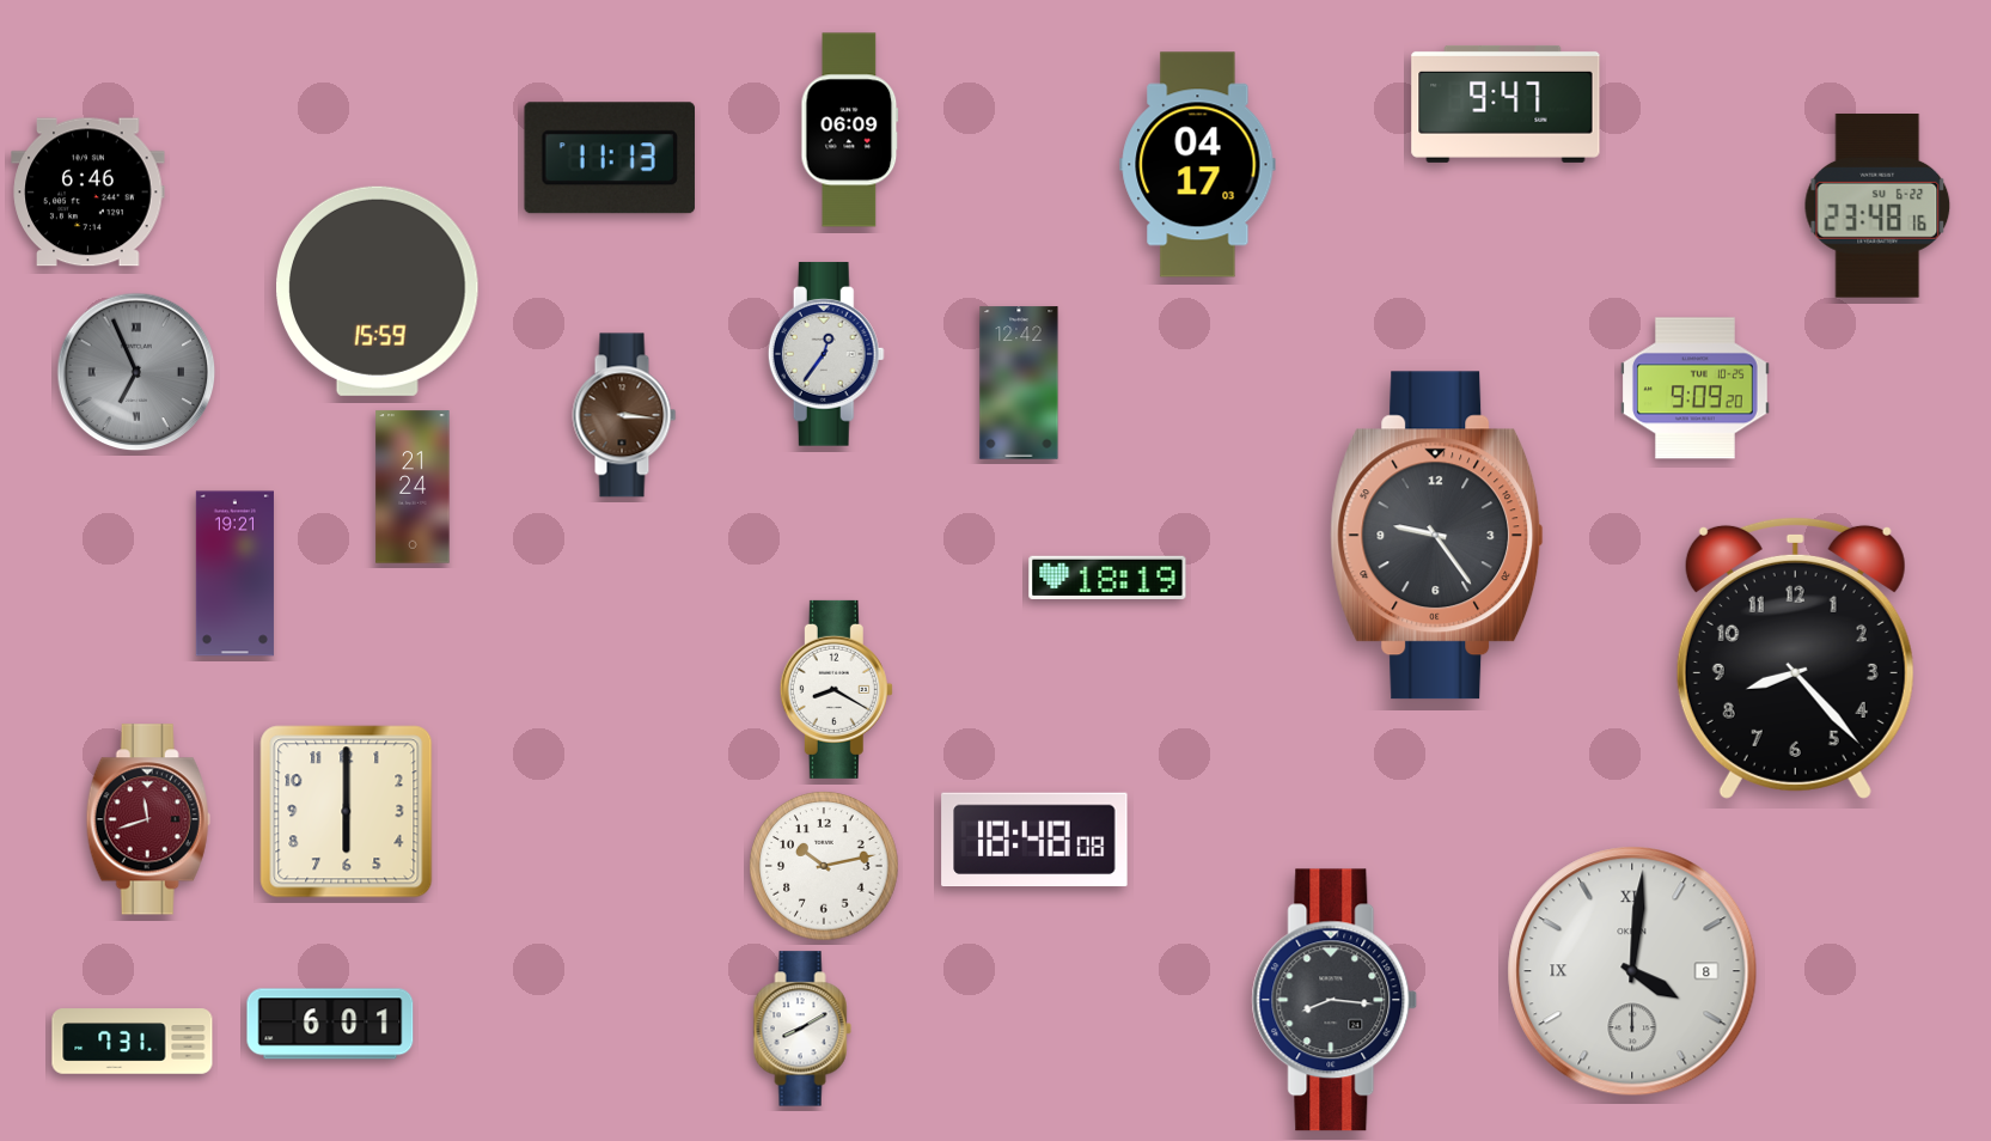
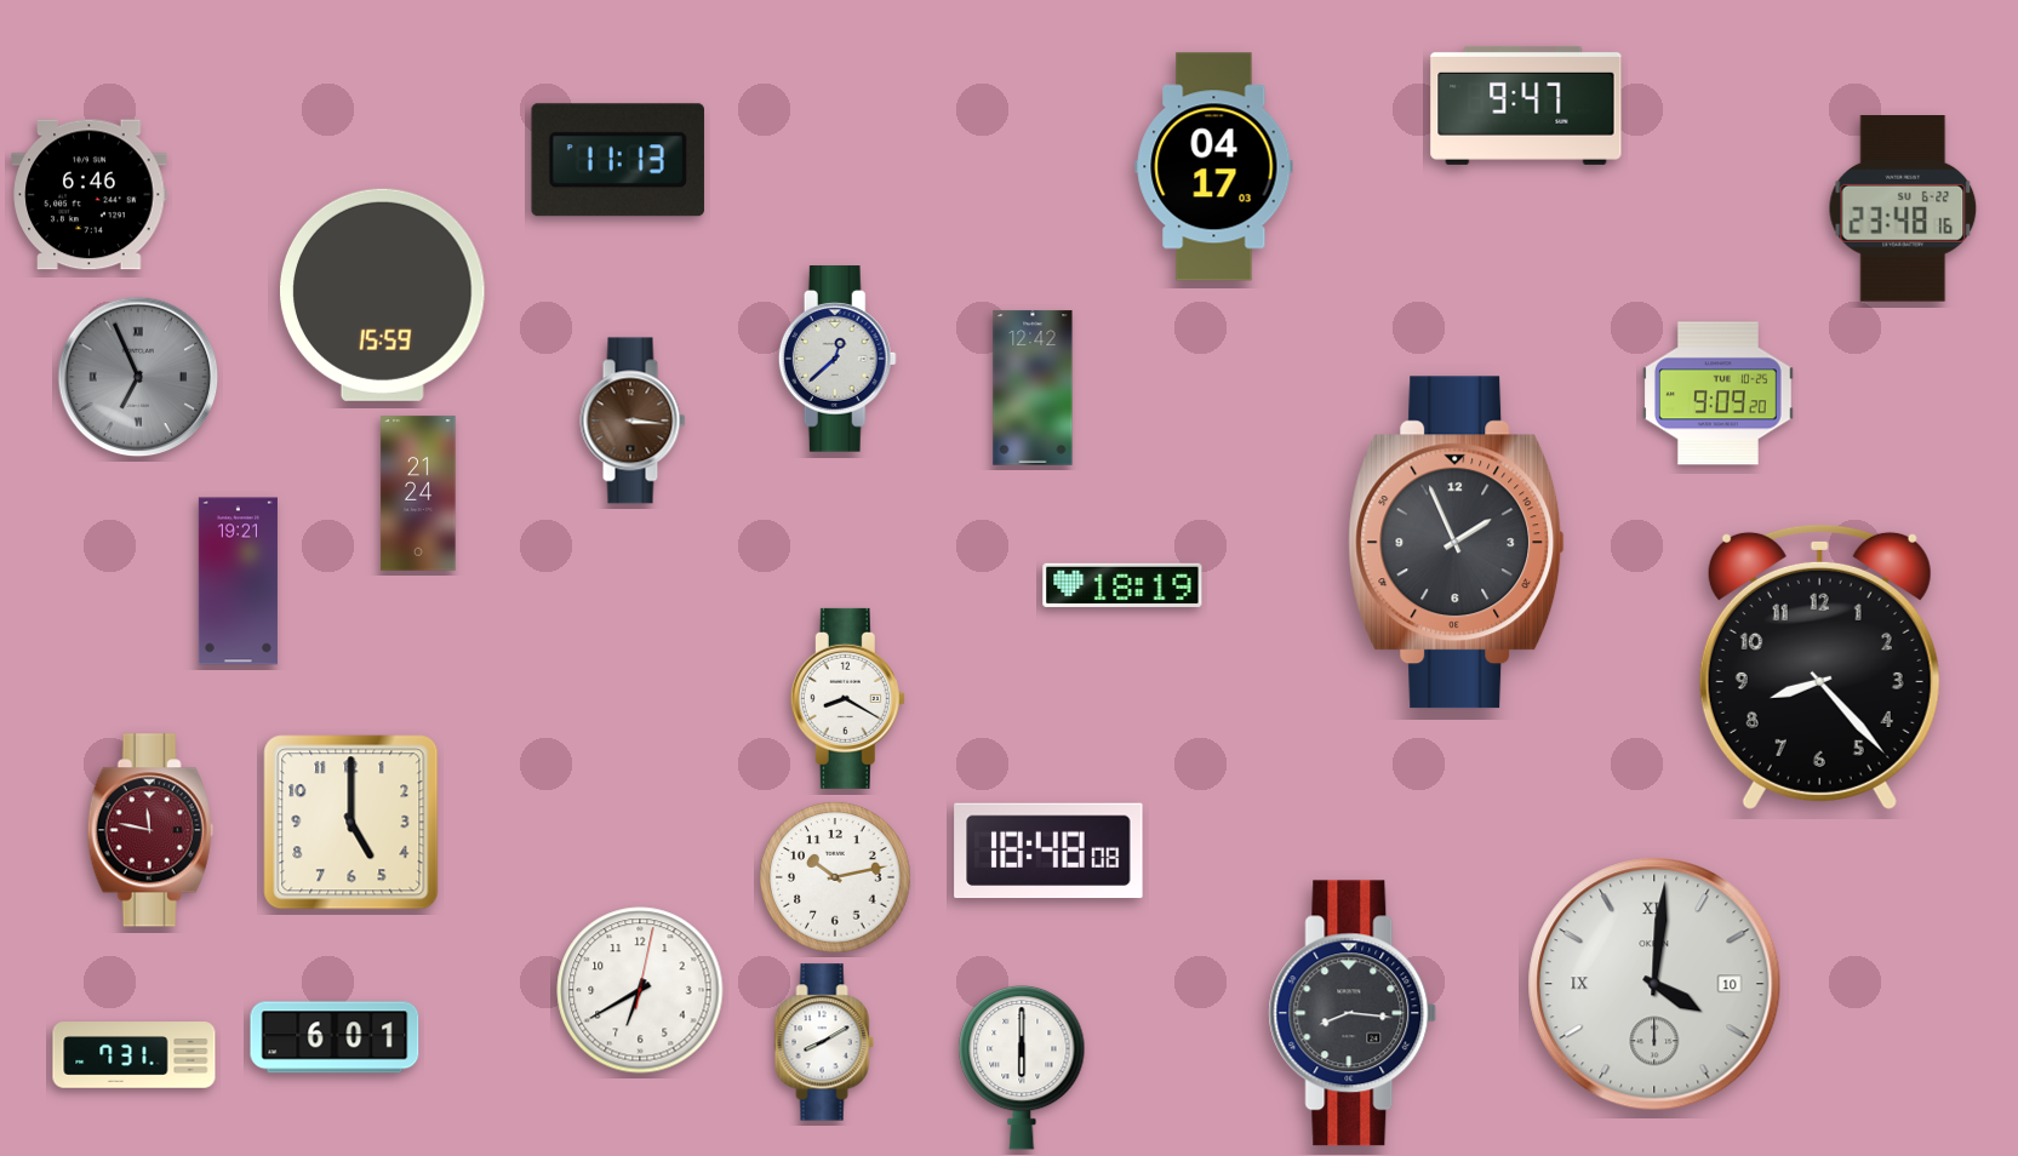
clock at (850, 130): 06:09 -> none
clock at (826, 354): 12:36 -> 12:38
clock at (1437, 536): 9:24 -> 1:56
clock at (347, 812): 6:00 -> 5:00
clock at (148, 819): 11:42 -> 11:47
clock at (1632, 971) date: 8 -> 10
clock at (640, 990): none -> 6:40
clock at (802, 1029) position: (802, 1029) -> (824, 1042)
clock at (1022, 1068): none -> 6:00
